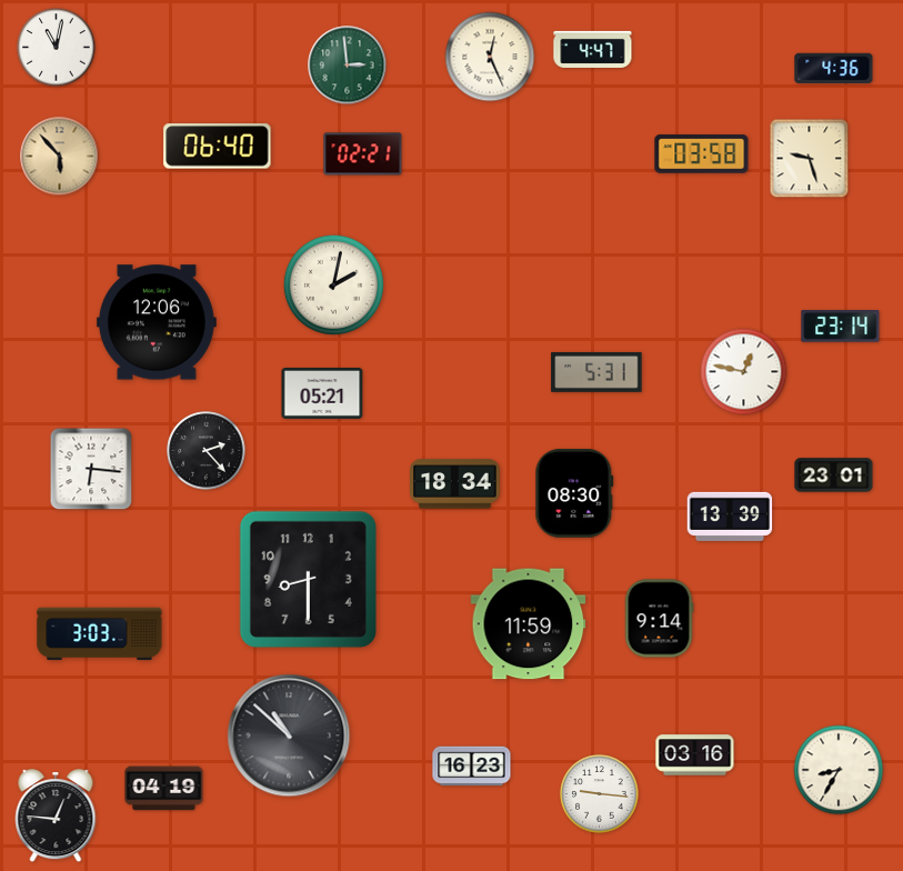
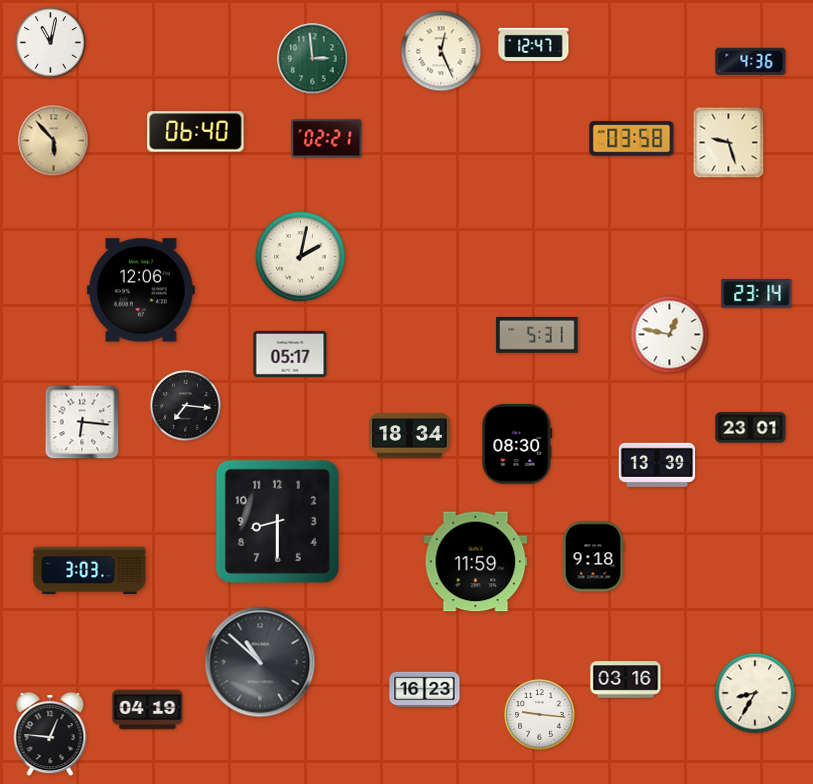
clock at (593, 49): 4:47 -> 12:47
clock at (322, 393): 05:21 -> 05:17
clock at (207, 451): 2:23 -> 7:16
clock at (659, 619): 9:14 -> 9:18
